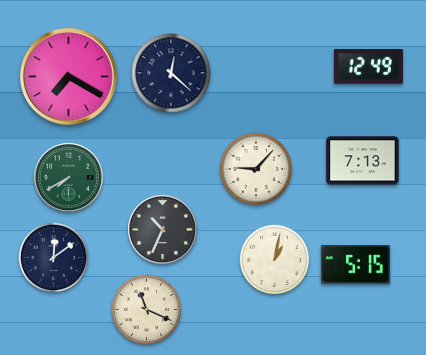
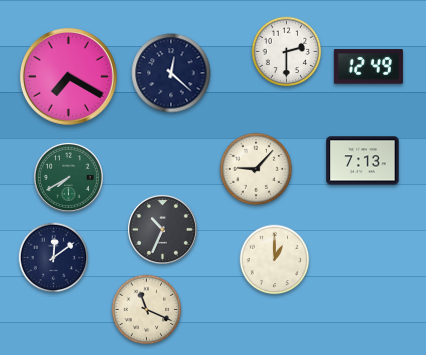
clock at (287, 52): none -> 2:30
clock at (275, 260): 1:02 -> 1:00
clock at (355, 265): 5:15 -> none
